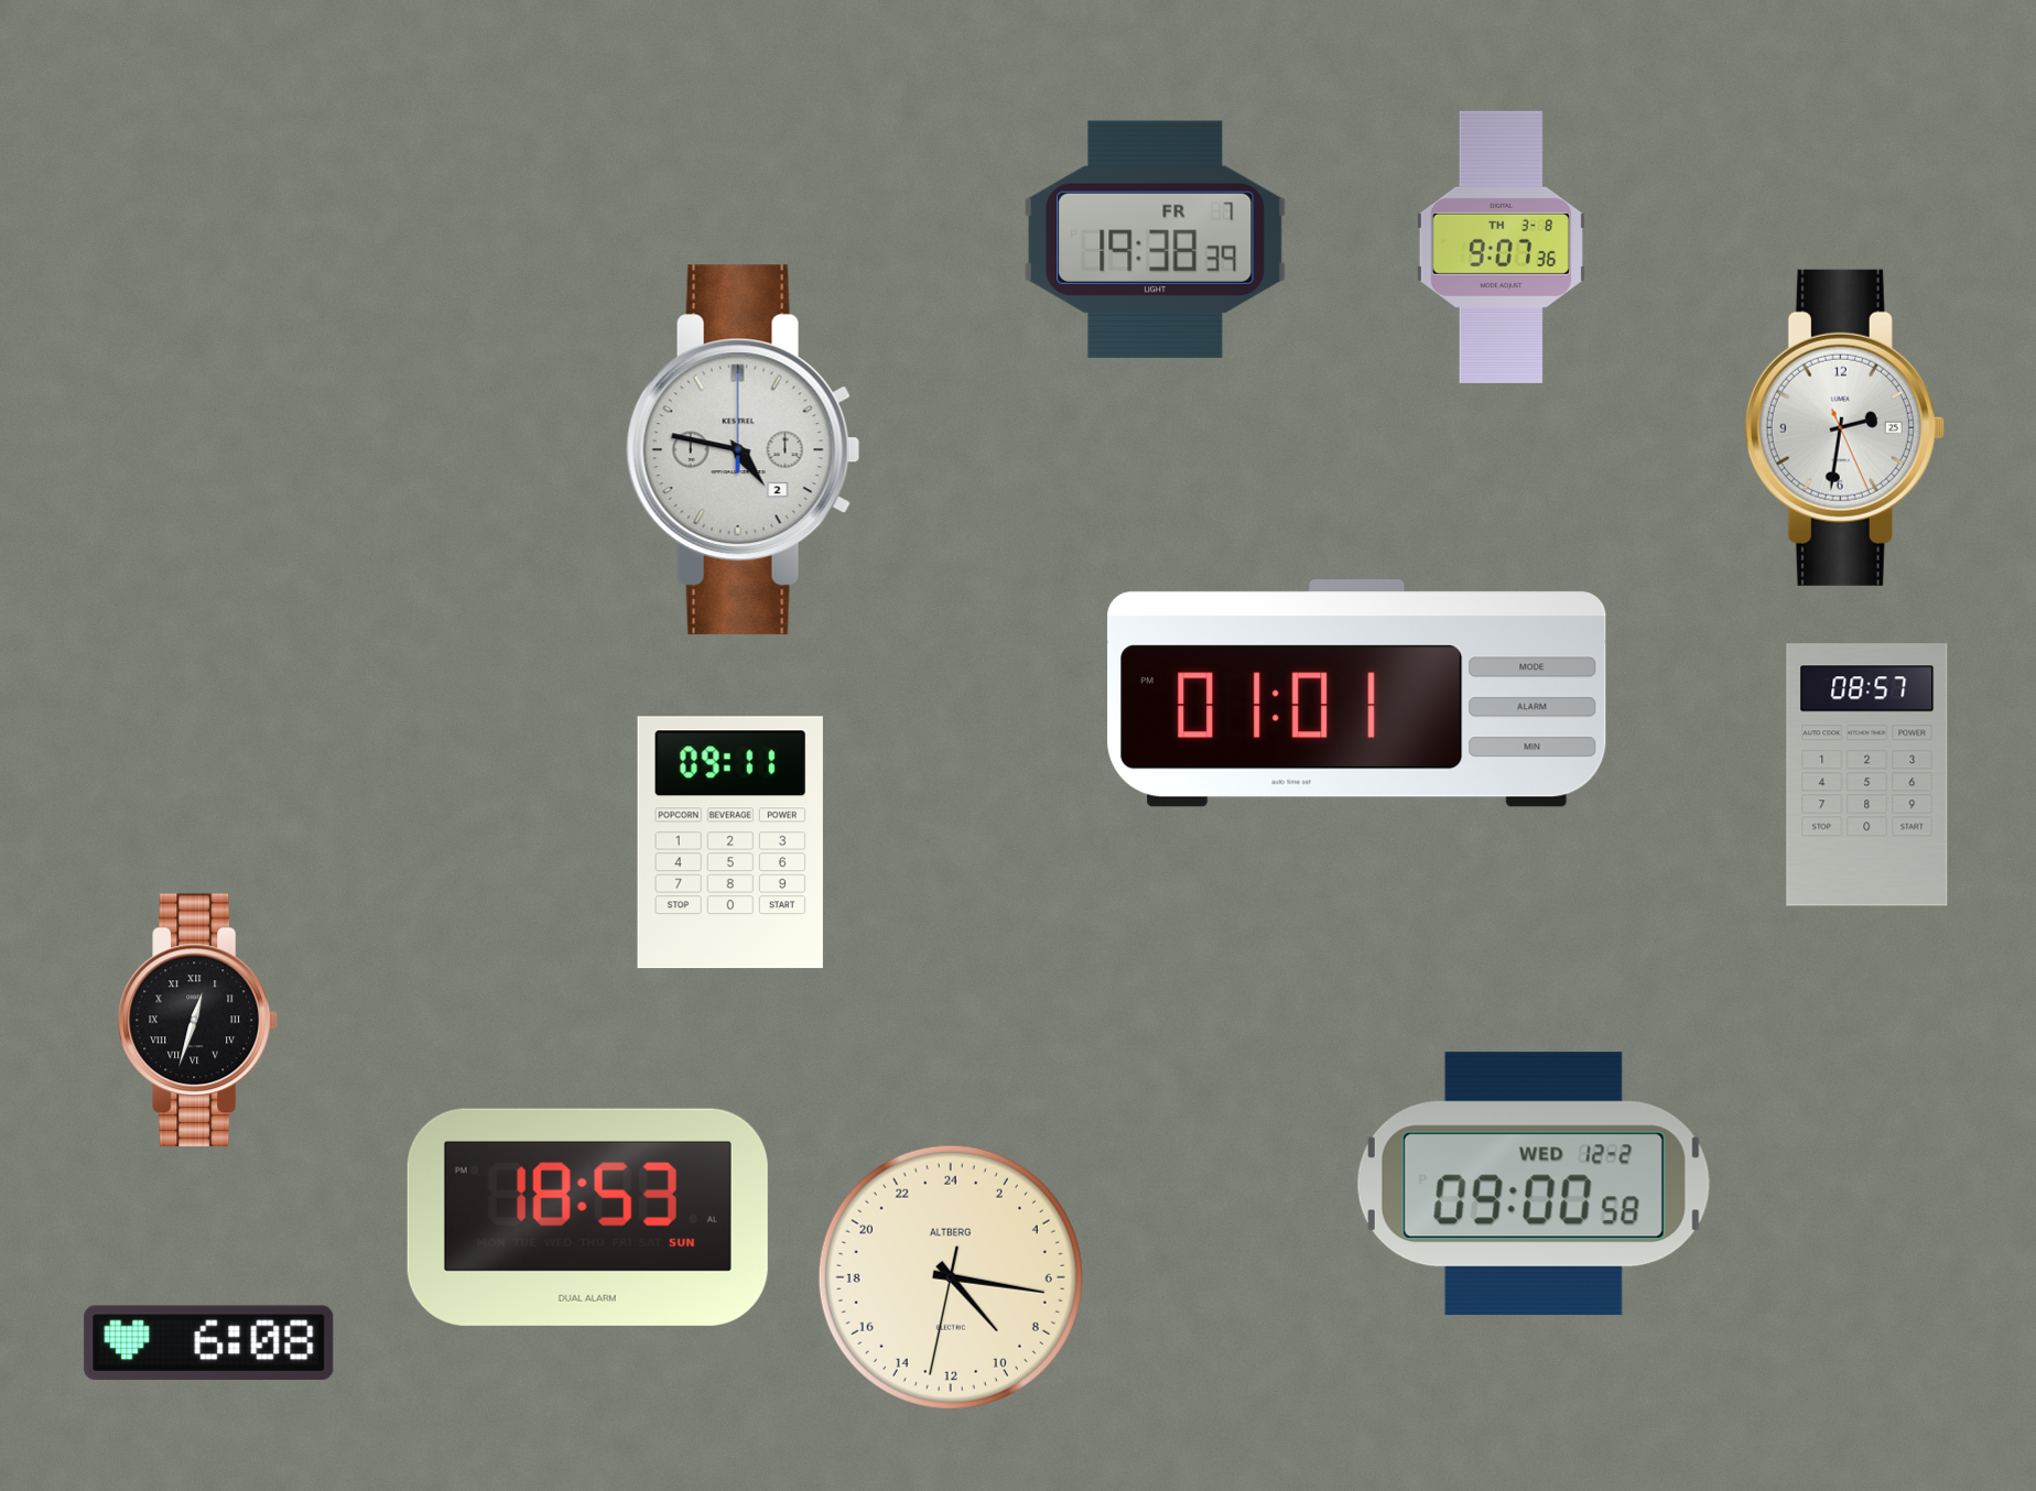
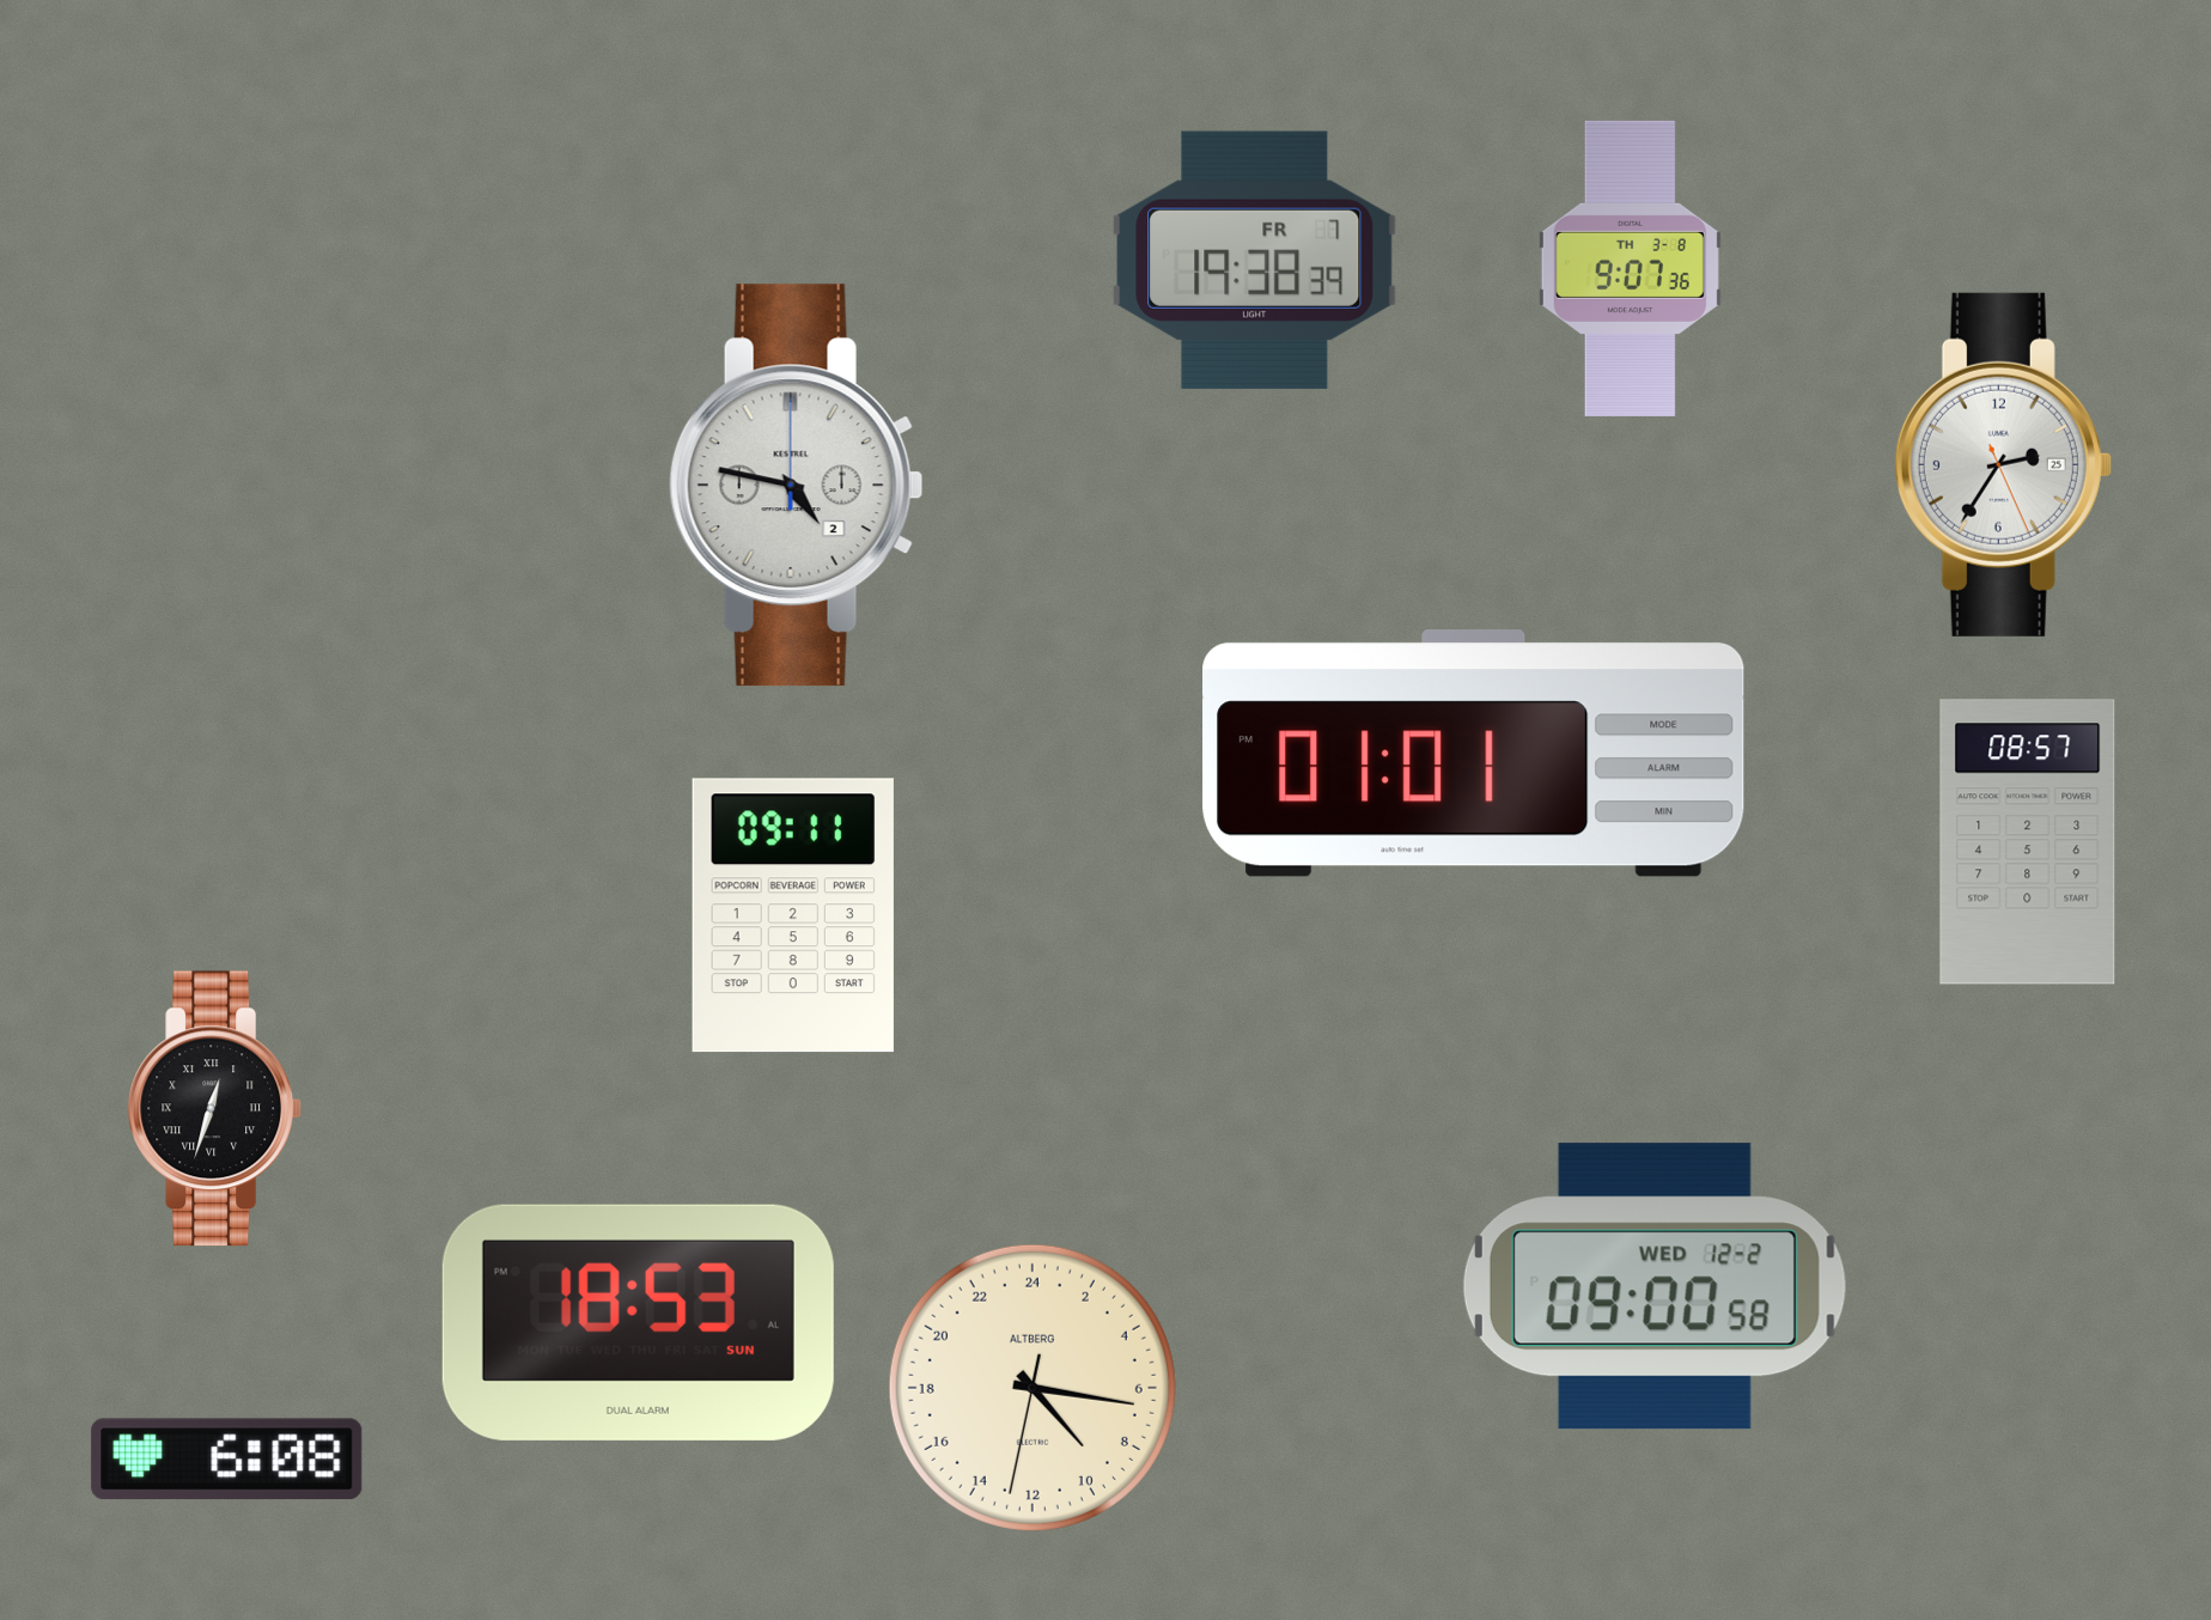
clock at (1844, 427): 2:31 -> 2:35
clock at (743, 450) position: (743, 450) -> (796, 486)
clock at (1534, 1184) position: (1534, 1184) -> (1655, 1286)
